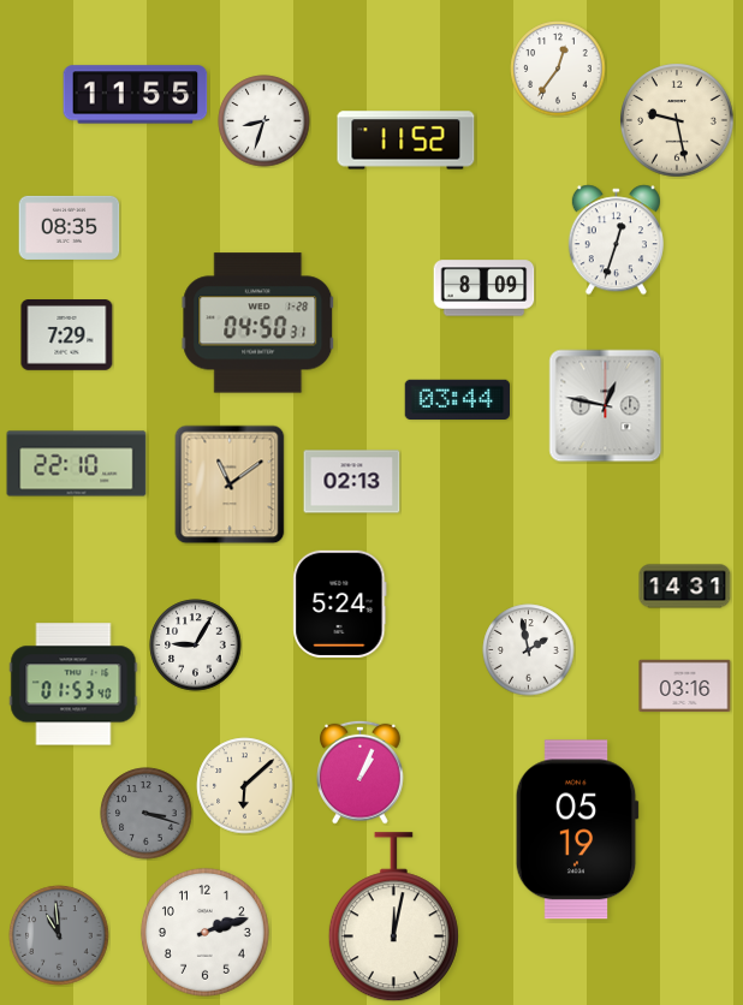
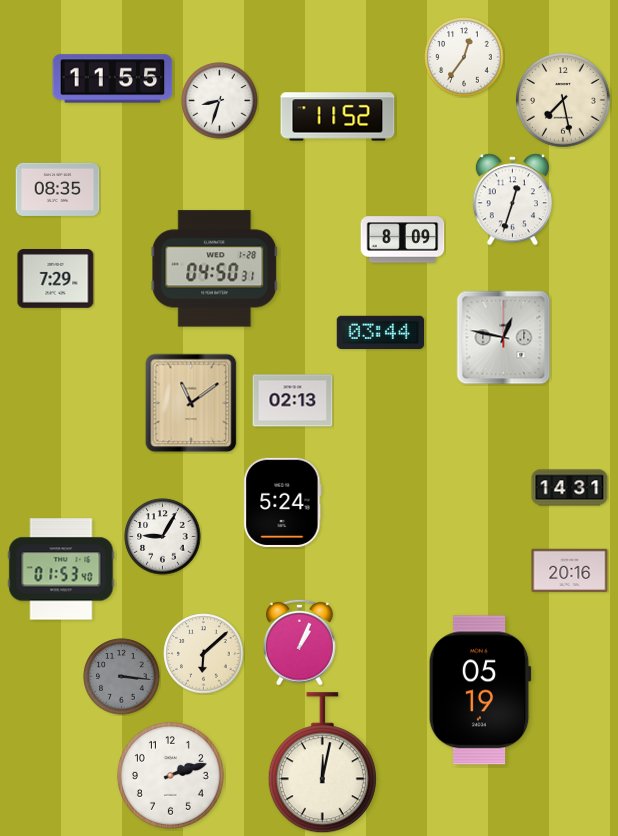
clock at (677, 120): 9:28 -> 7:28
clock at (77, 464): 22:10 -> none
clock at (529, 650): 1:58 -> none
clock at (685, 686): 03:16 -> 20:16
clock at (147, 814): 3:18 -> 3:16
clock at (393, 917) position: (393, 917) -> (322, 763)
clock at (59, 935): 10:59 -> none
